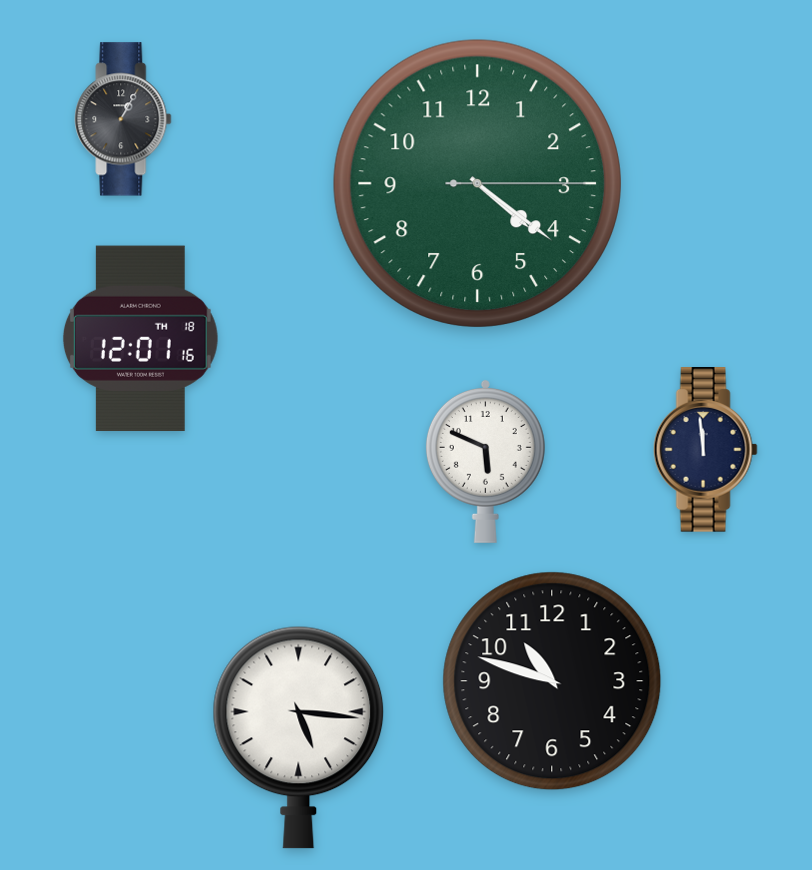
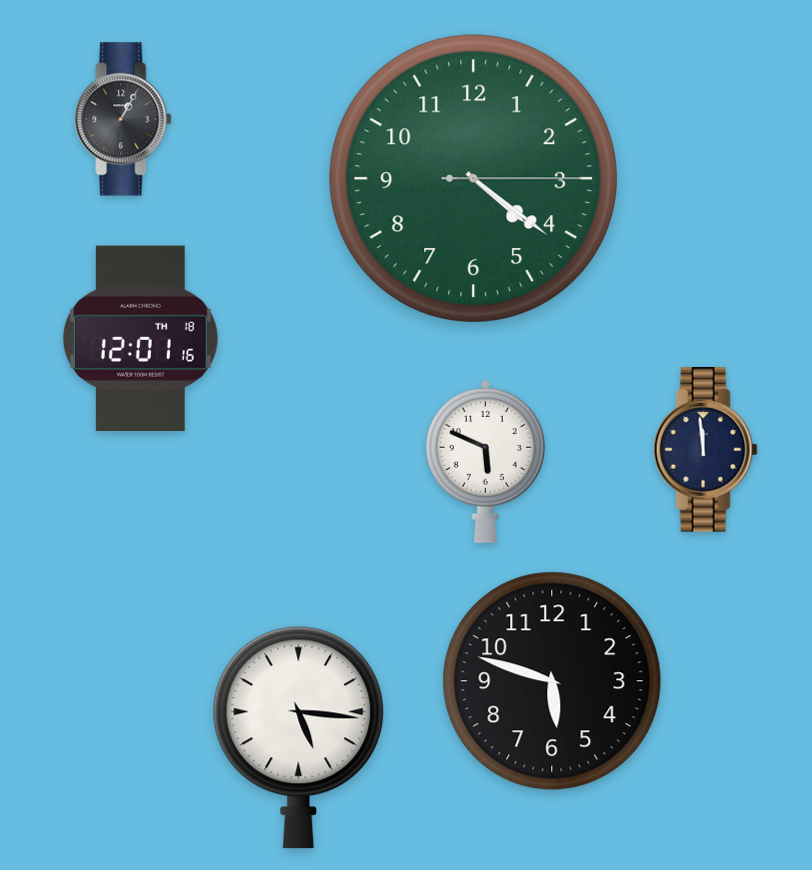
clock at (477, 183) position: (477, 183) -> (473, 178)
clock at (552, 681): 10:48 -> 5:48
